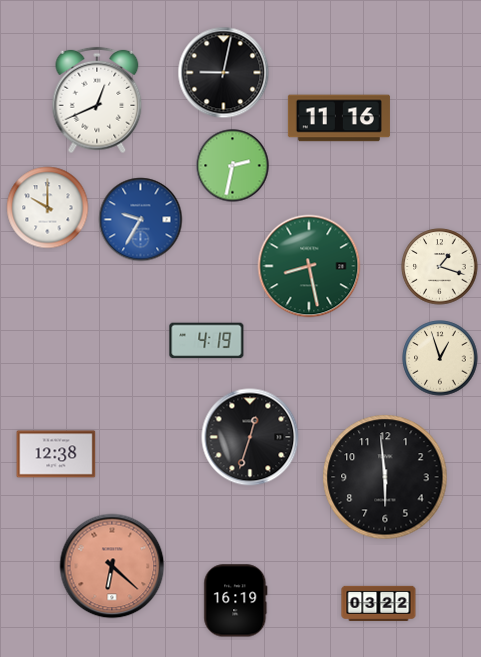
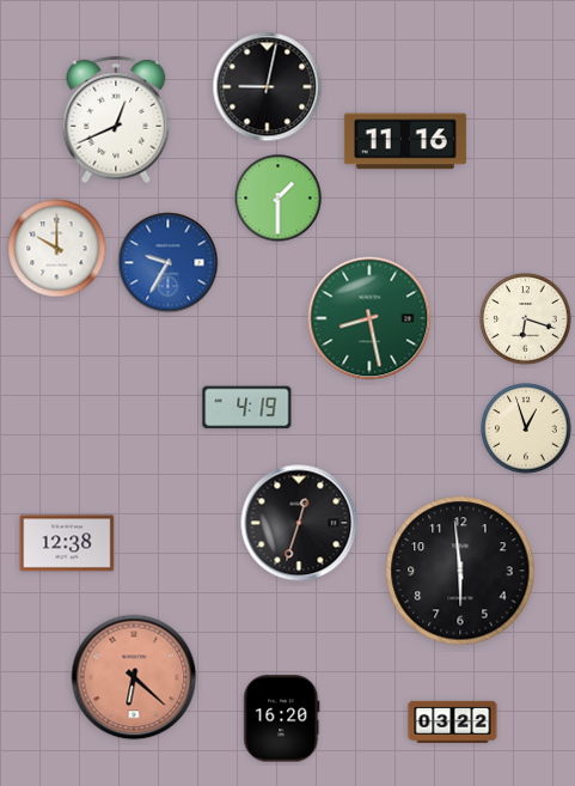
clock at (233, 166): 2:32 -> 1:30
clock at (440, 267): 1:18 -> 6:18
clock at (236, 601): 16:19 -> 16:20
